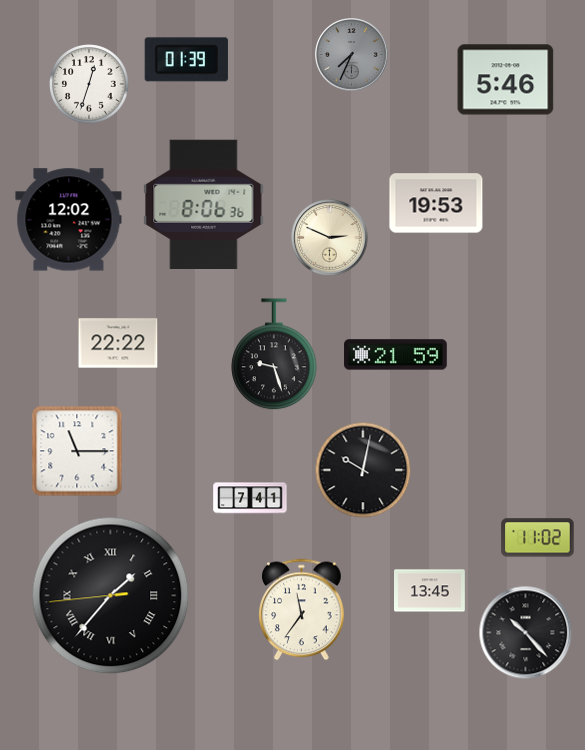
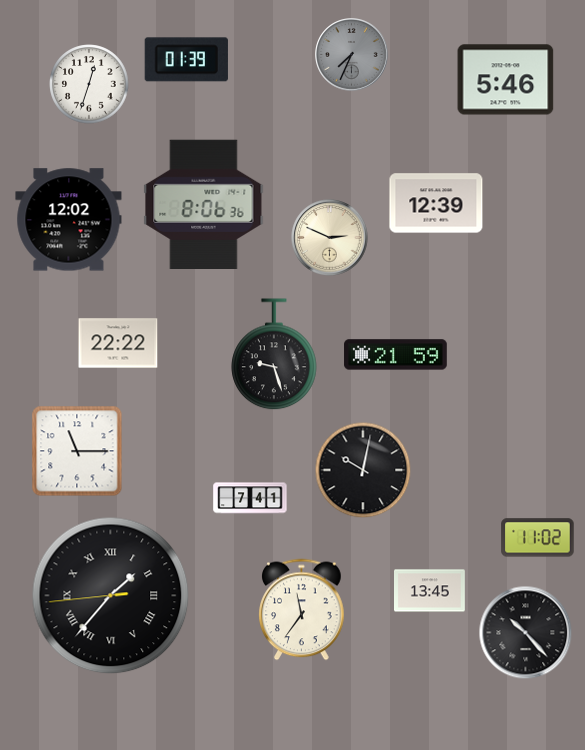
clock at (436, 203): 19:53 -> 12:39
